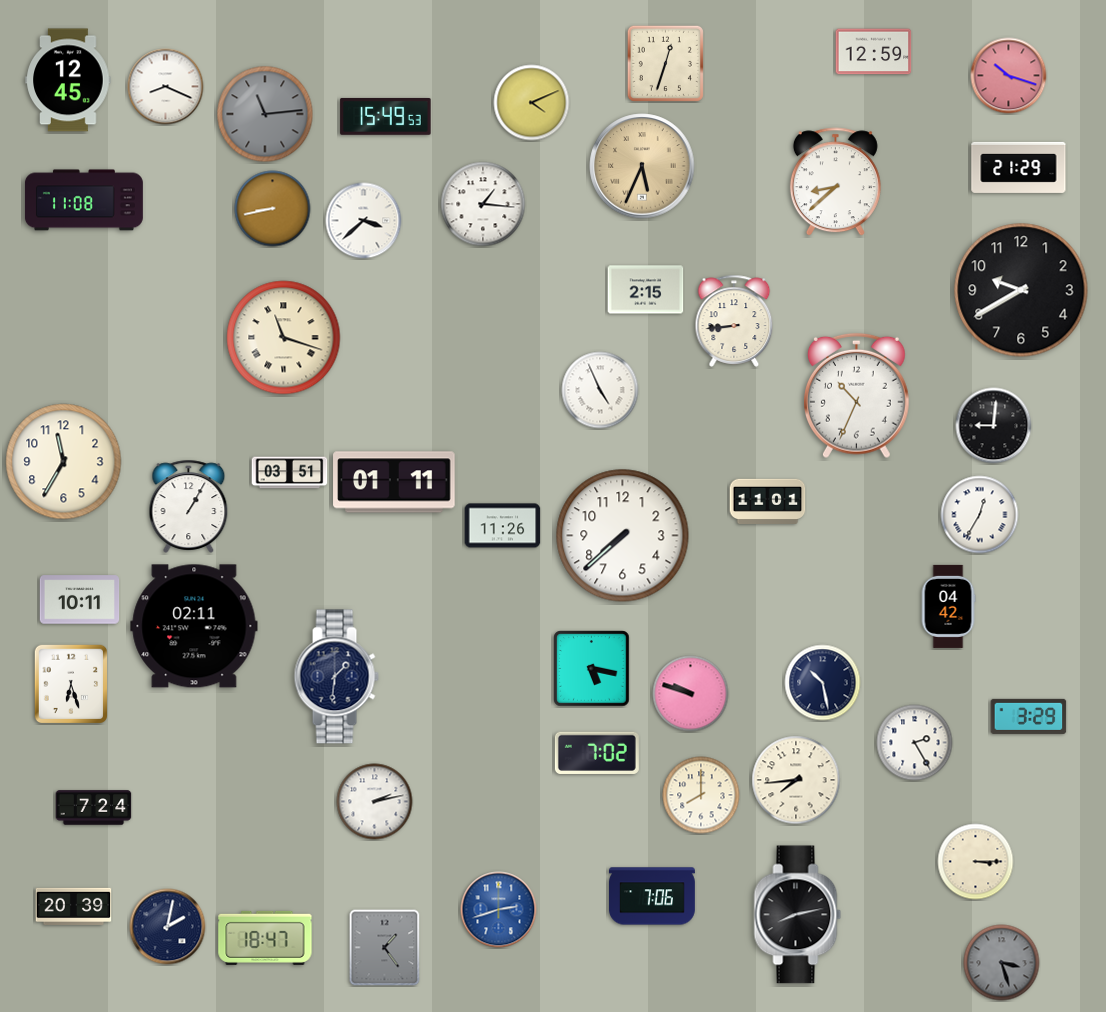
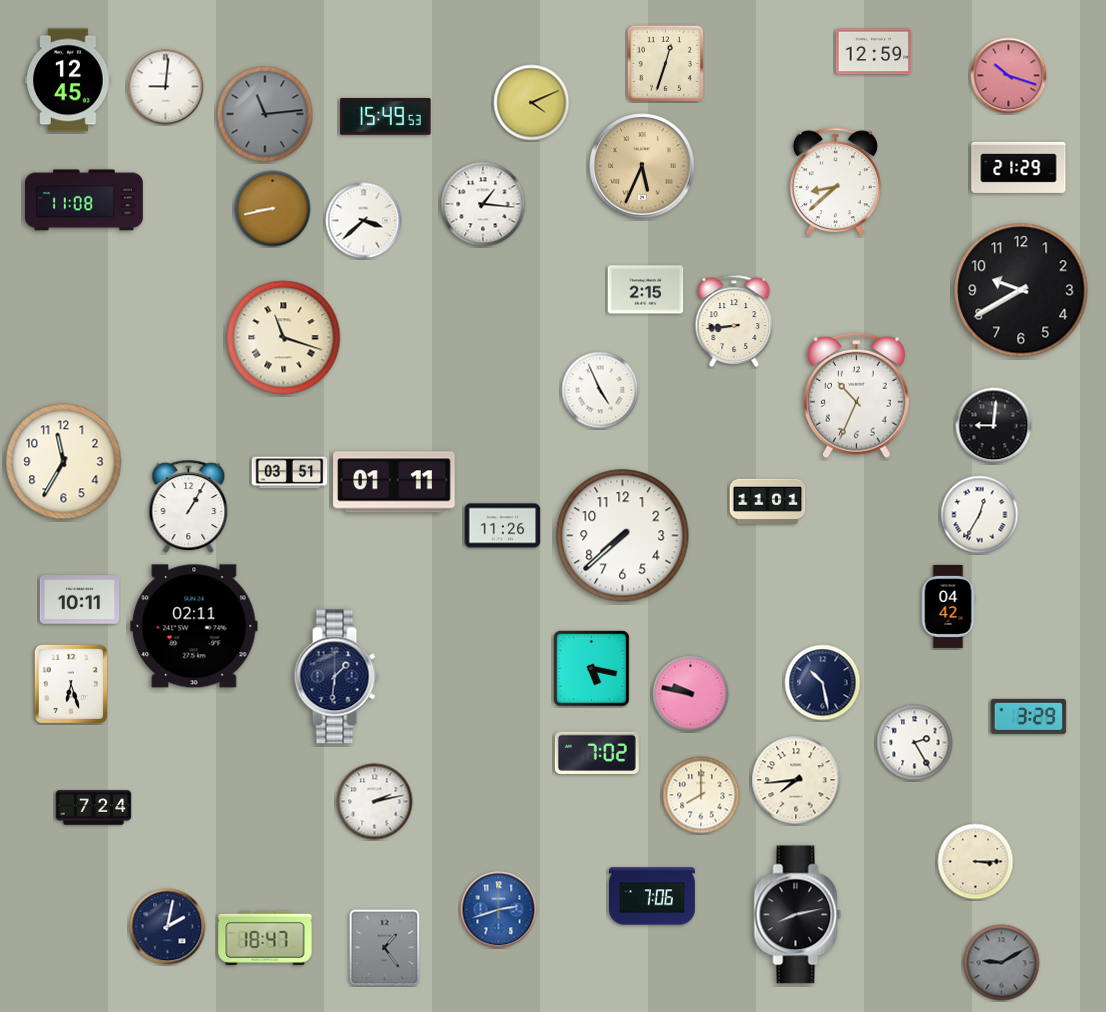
clock at (166, 87): 8:19 -> 9:01
clock at (691, 694): 9:48 -> 9:47
clock at (74, 906): 20:39 -> none
clock at (1002, 963): 3:27 -> 9:10
